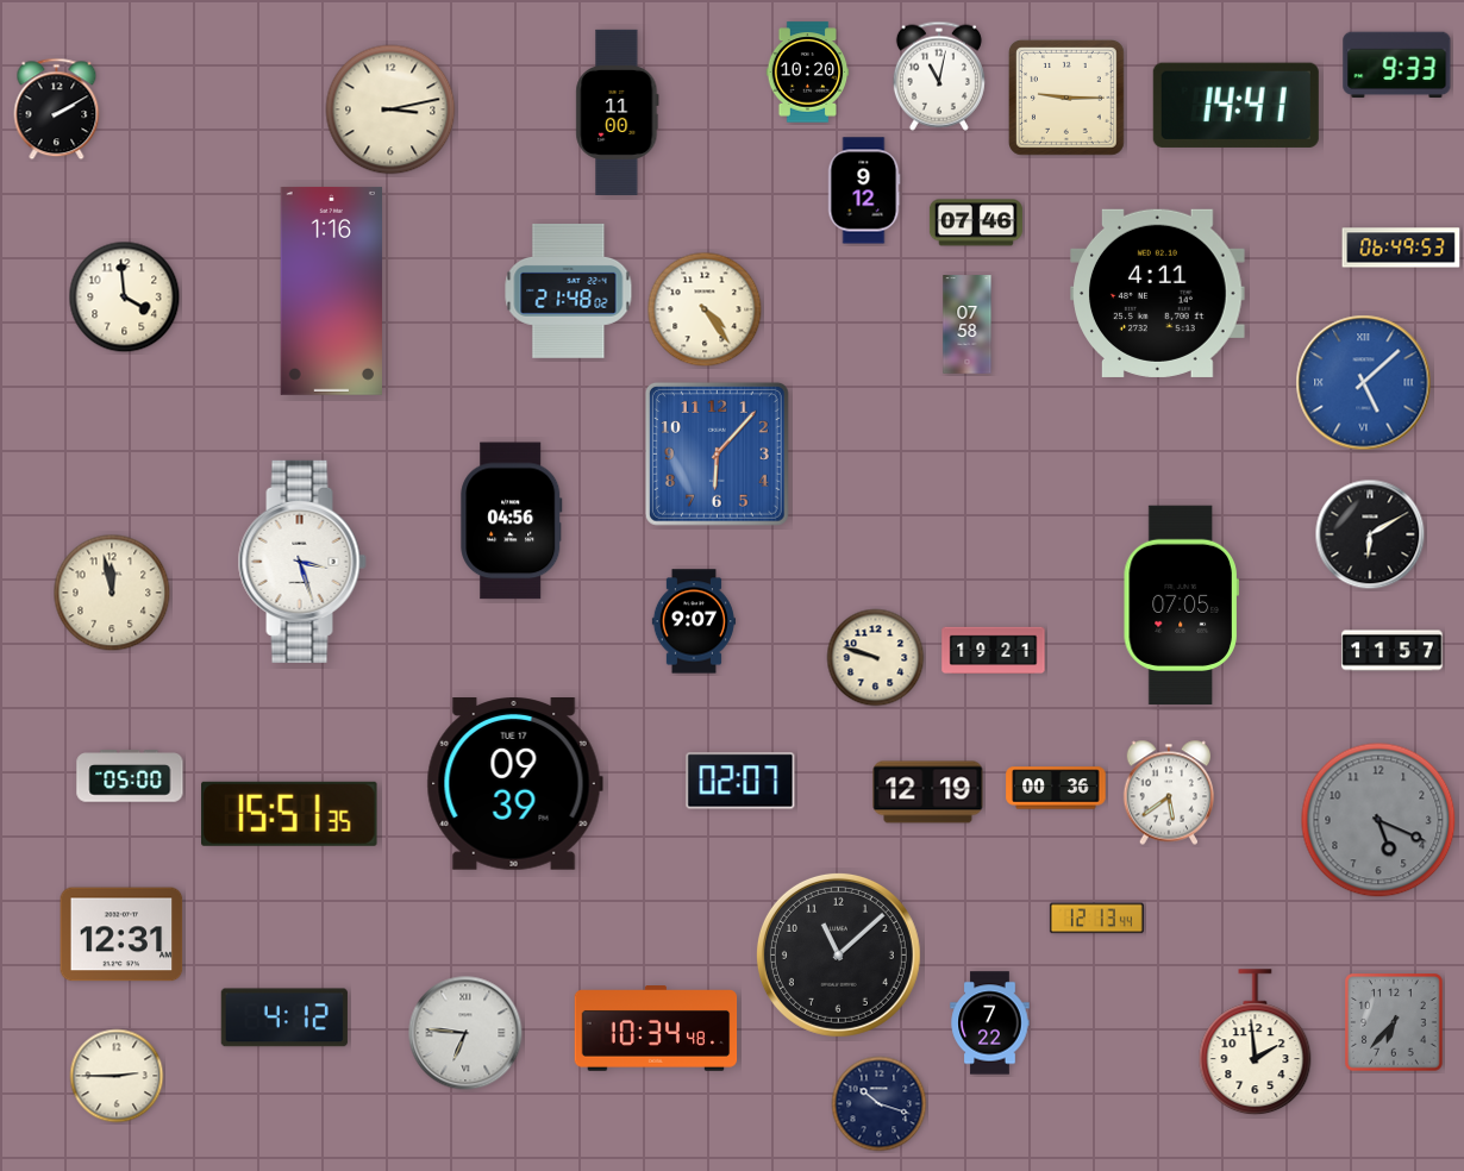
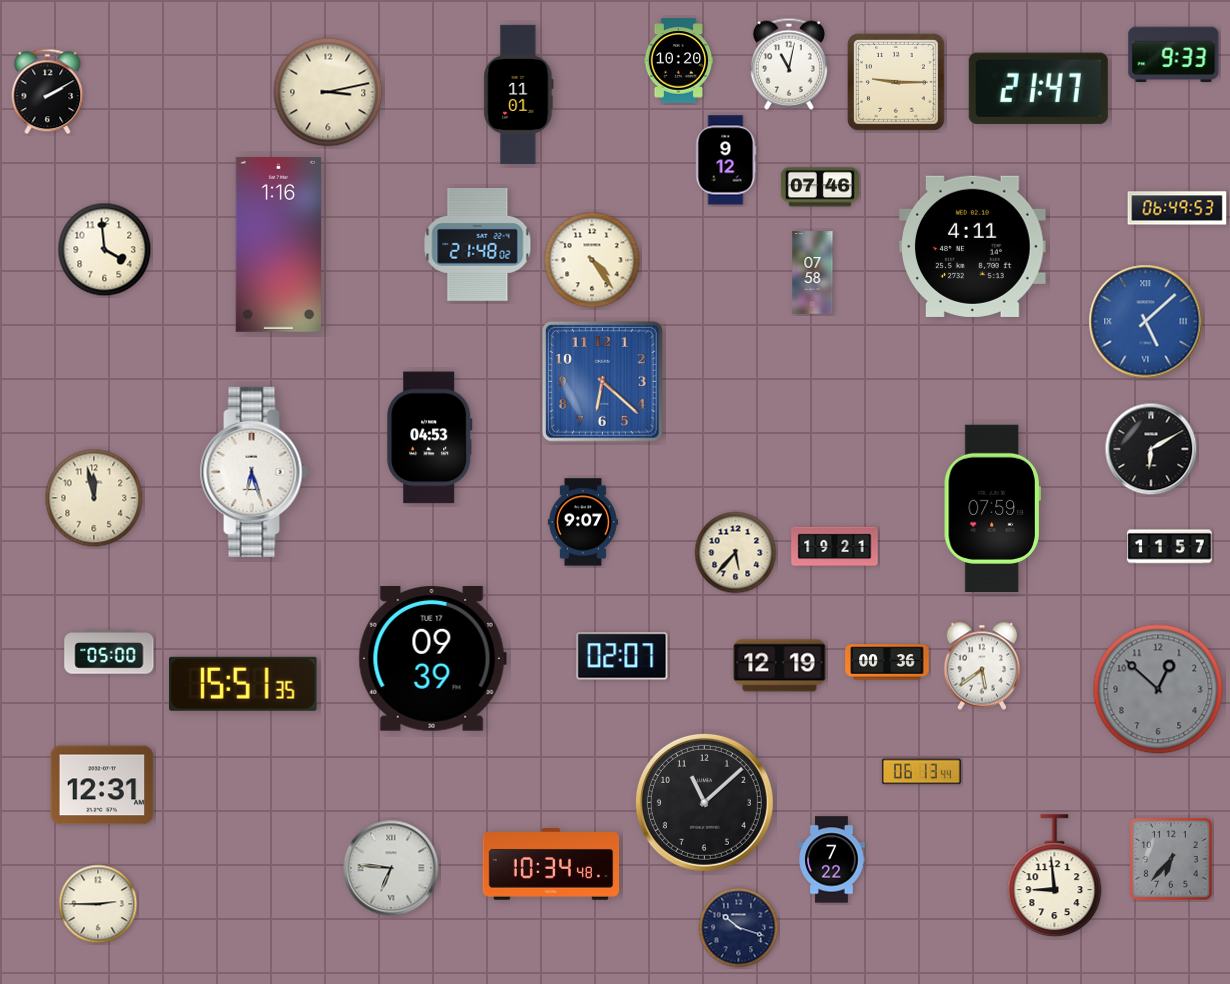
clock at (1235, 105): 14:41 -> 21:47
clock at (618, 112): 11:00 -> 11:01
clock at (717, 453): 6:07 -> 6:22
clock at (512, 521): 04:56 -> 04:53
clock at (302, 562): 3:27 -> 6:27
clock at (1181, 605): 07:05 -> 07:59
clock at (876, 658): 9:48 -> 5:37
clock at (1378, 820): 5:19 -> 12:52
clock at (1096, 919): 12:13 -> 06:13
clock at (284, 1017): 4:12 -> none
clock at (1256, 1042): 1:59 -> 8:59
